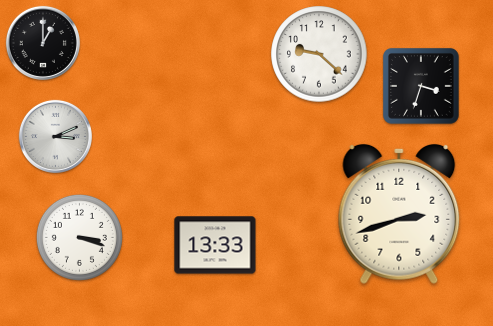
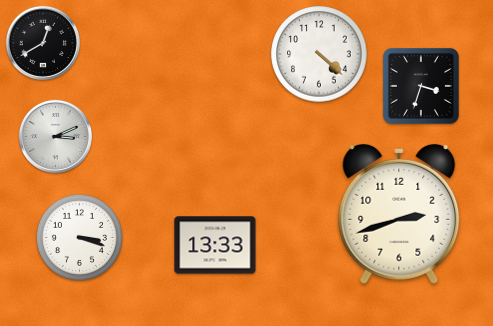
clock at (43, 43): 1:00 -> 12:40
clock at (319, 54): 9:22 -> 4:22
